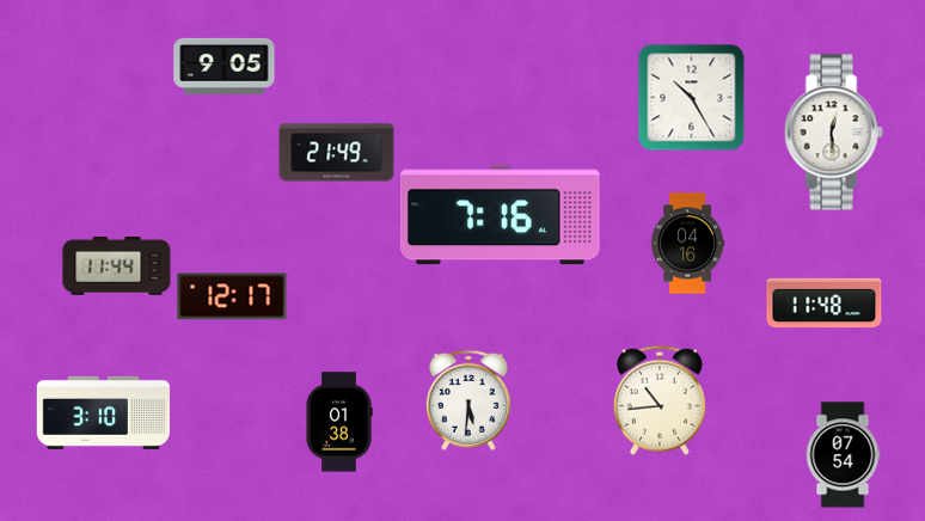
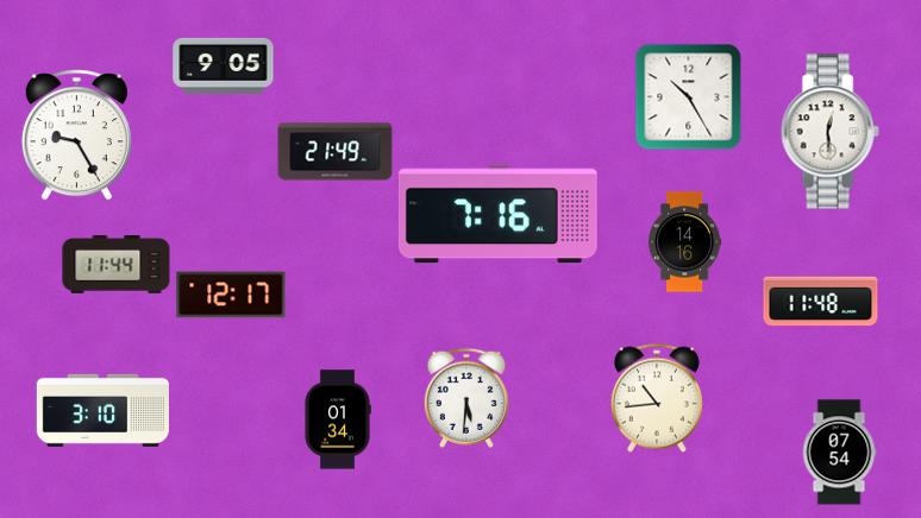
clock at (76, 135): none -> 9:25
clock at (688, 244): 04:16 -> 14:16
clock at (339, 422): 01:38 -> 01:34
